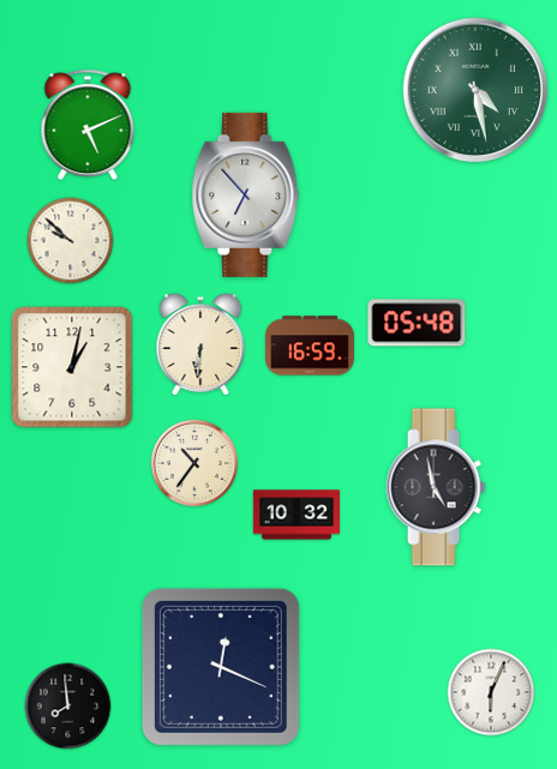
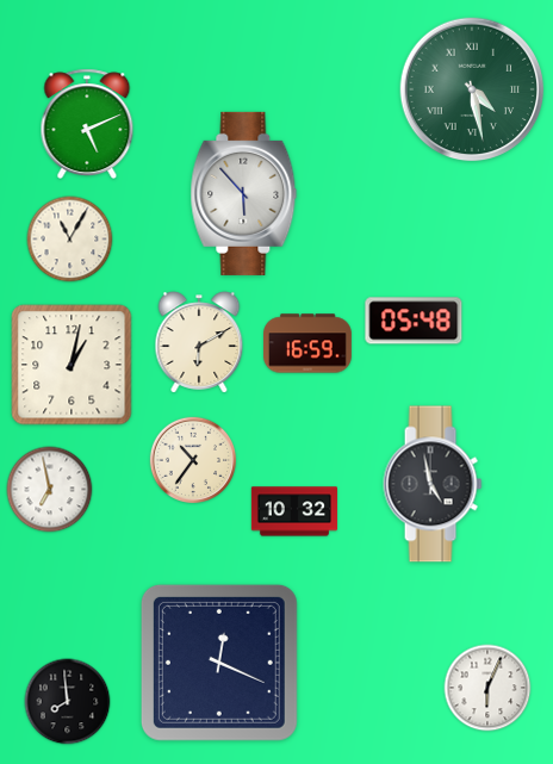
clock at (246, 194): 6:53 -> 5:53
clock at (71, 241): 9:52 -> 11:05
clock at (200, 344): 6:31 -> 6:10
clock at (50, 490): none -> 6:58
